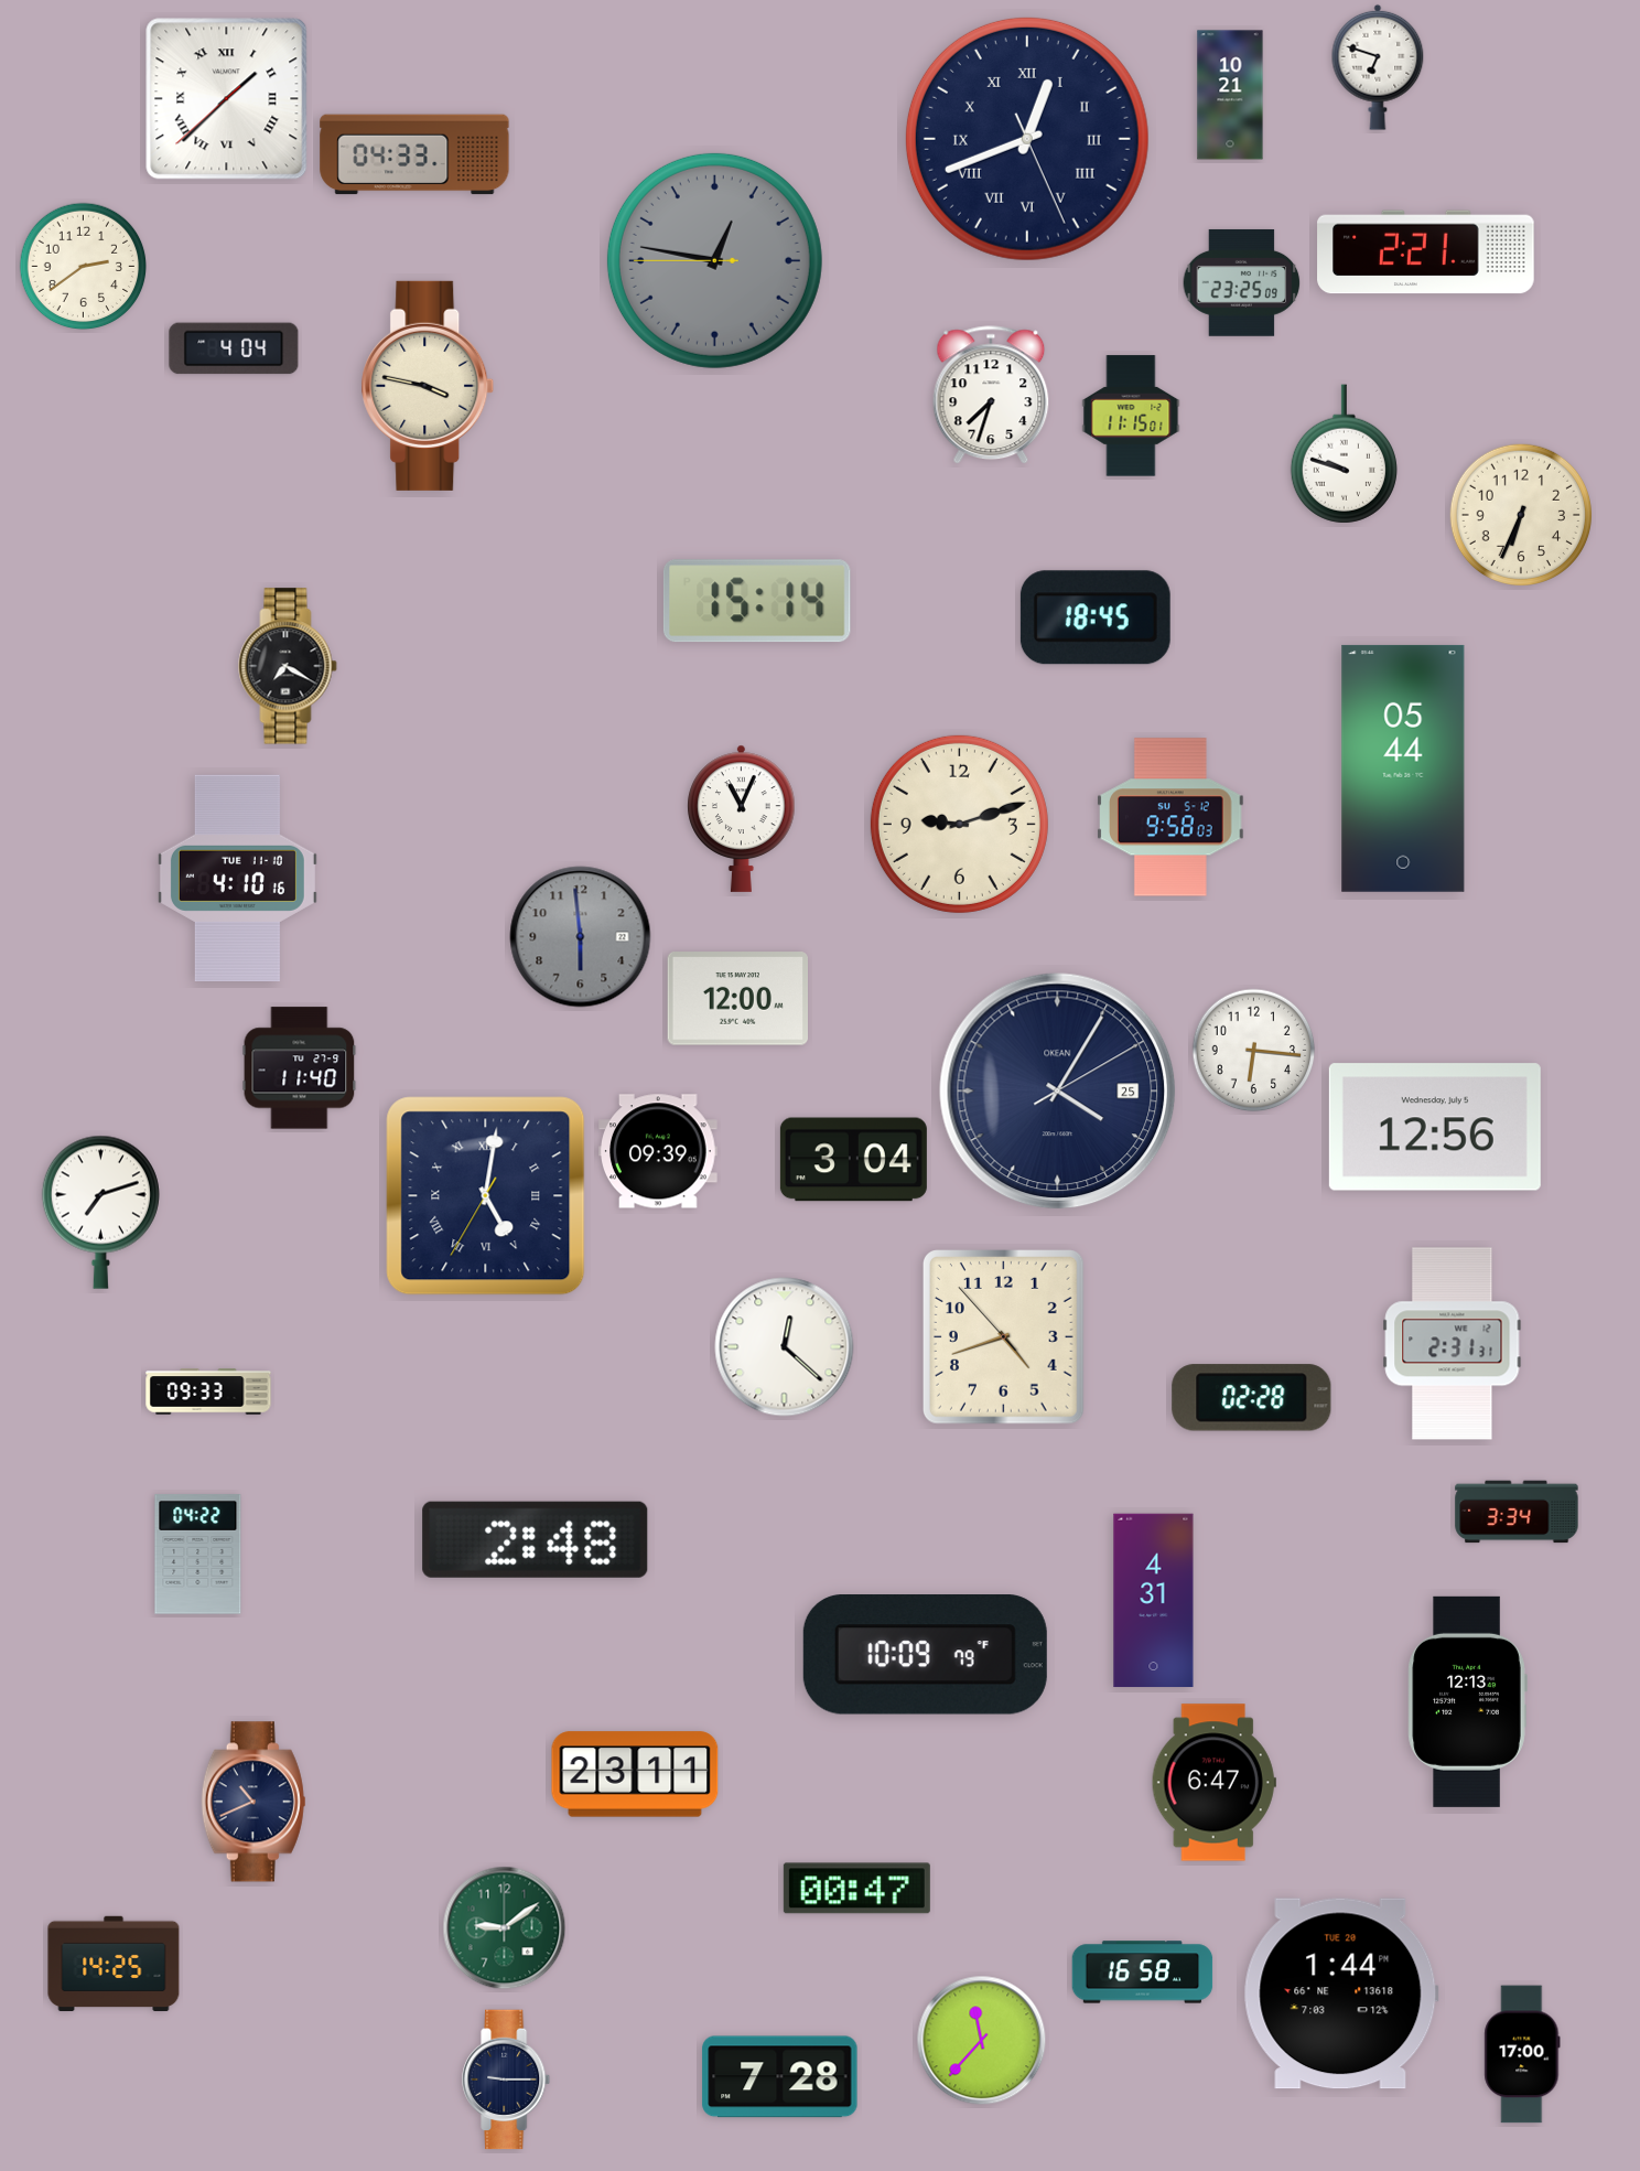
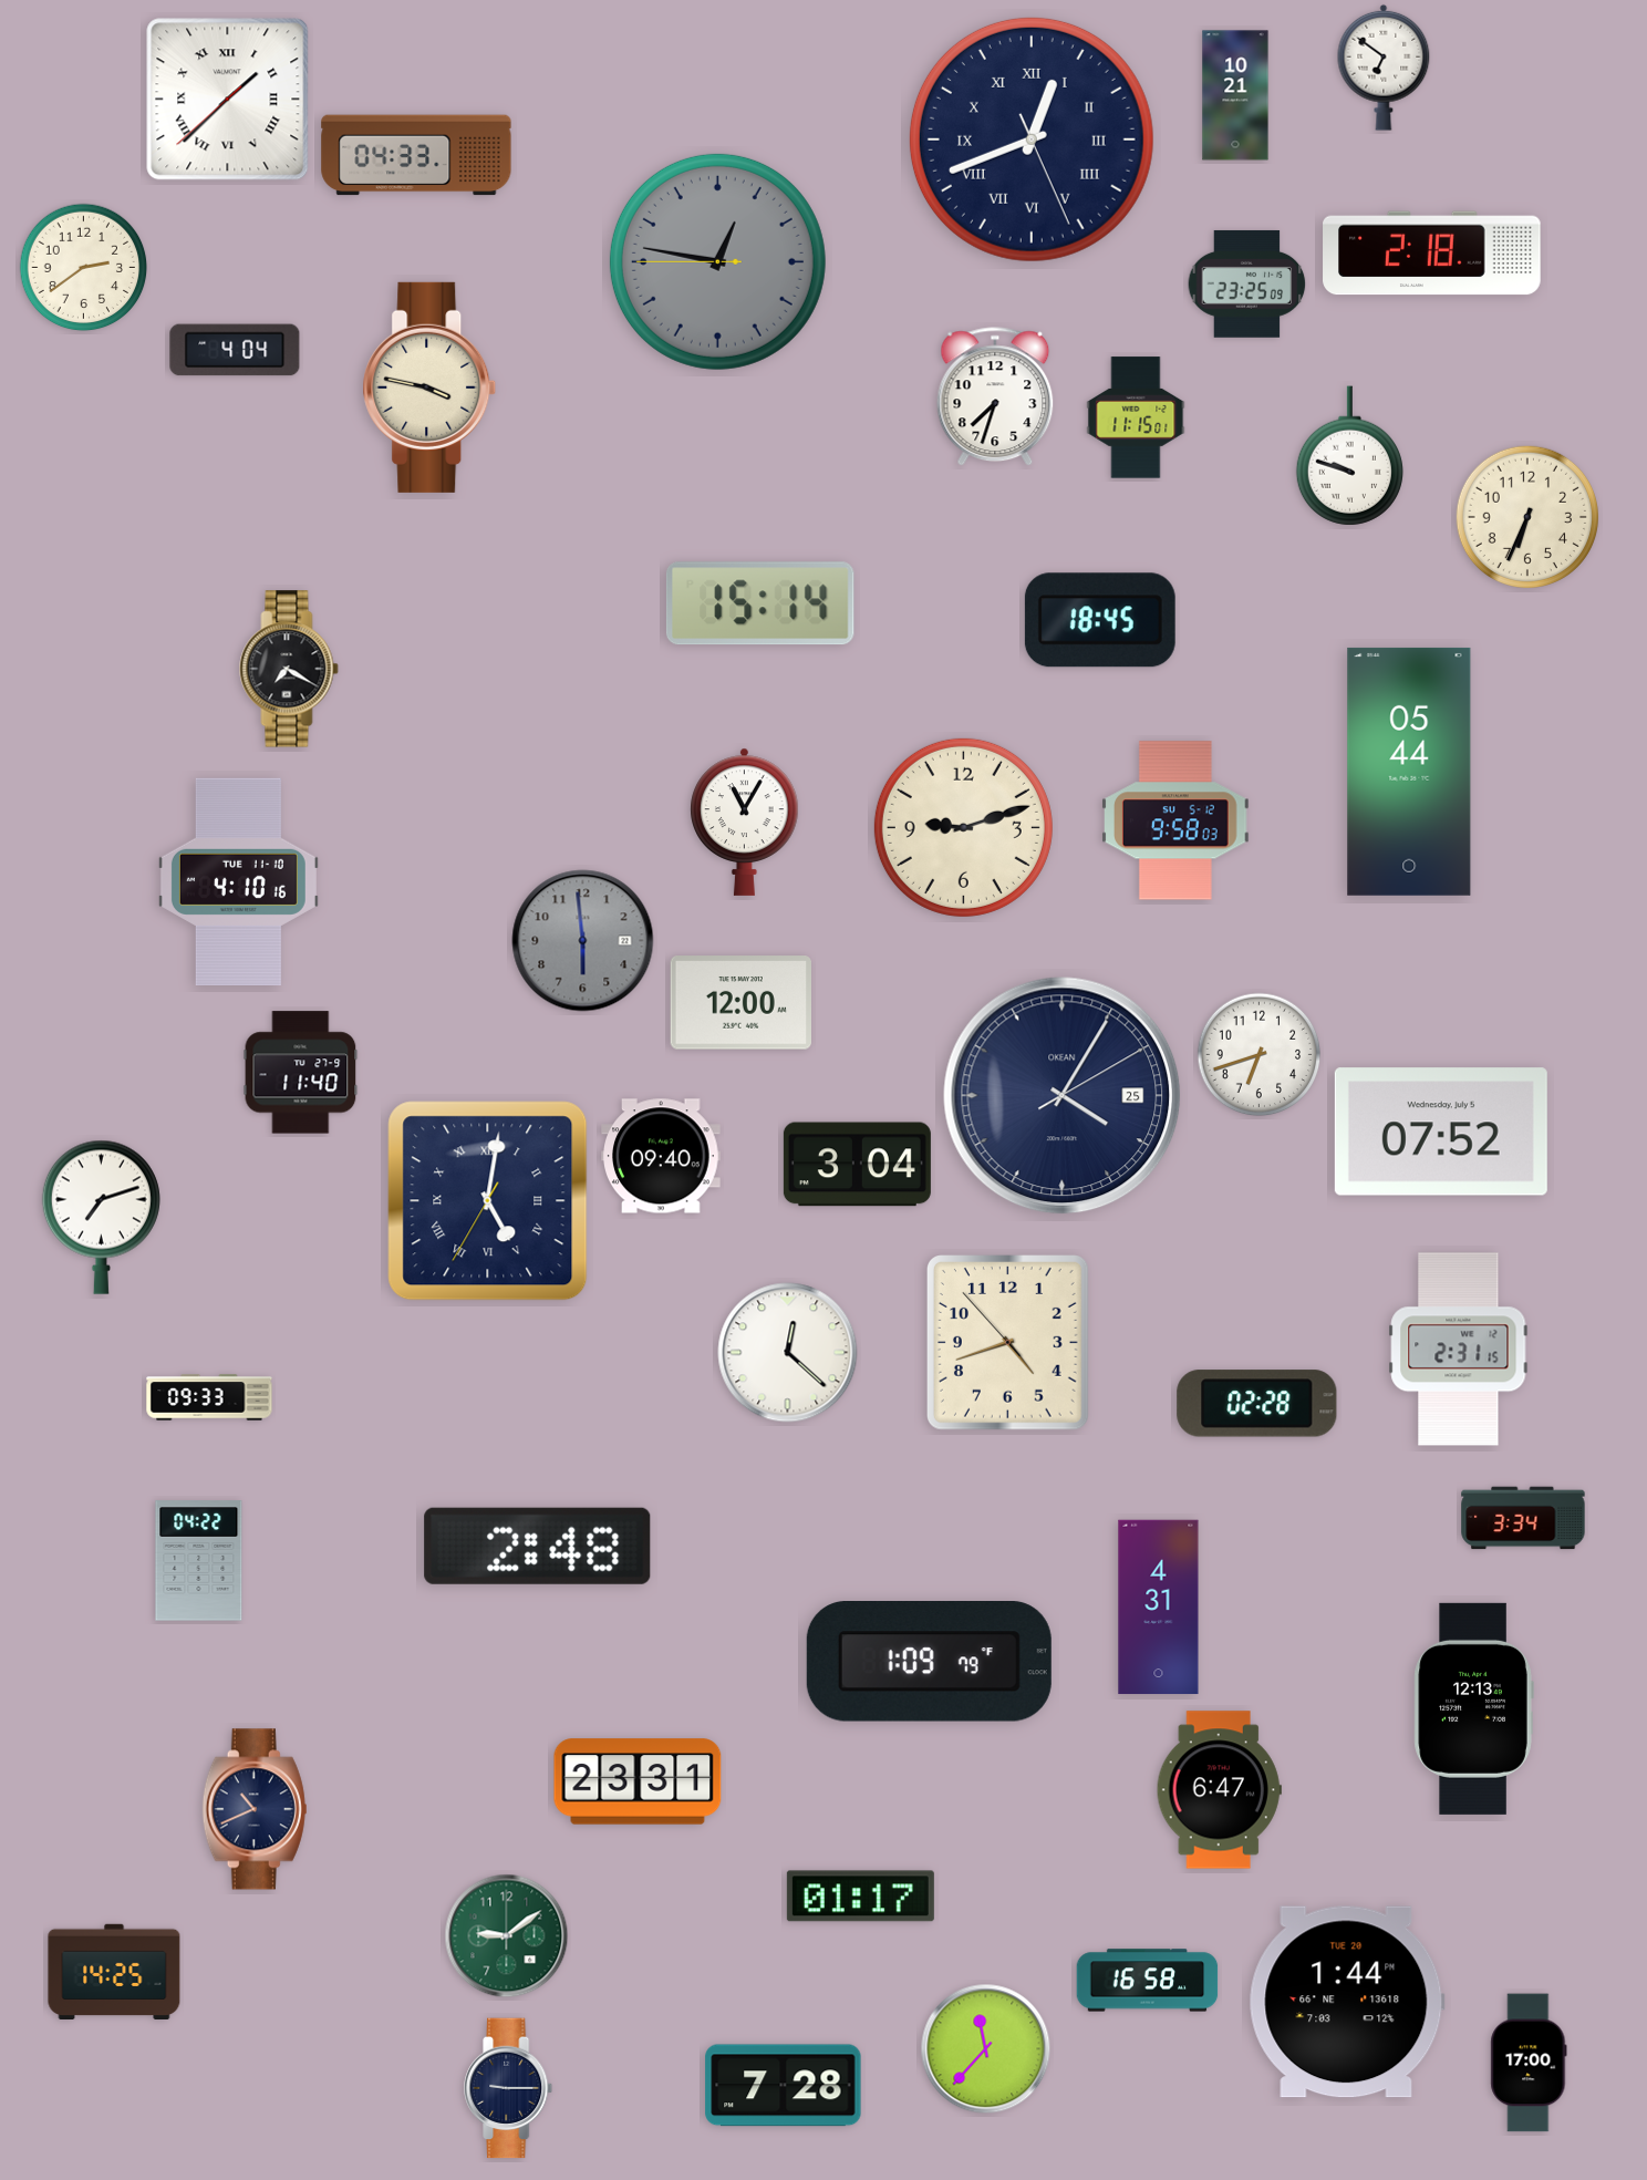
clock at (1378, 67): 6:48 -> 6:51
clock at (1426, 252): 2:21 -> 2:18
clock at (742, 818): 11:04 -> 11:05
clock at (1254, 1051): 6:16 -> 6:42
clock at (1435, 1127): 12:56 -> 07:52
clock at (658, 1151): 09:39 -> 09:40
clock at (1453, 1344): 2:31:31 -> 2:31:15
clock at (925, 1655): 10:09 -> 1:09
clock at (635, 1774): 23:11 -> 23:31
clock at (856, 1889): 00:47 -> 01:17
